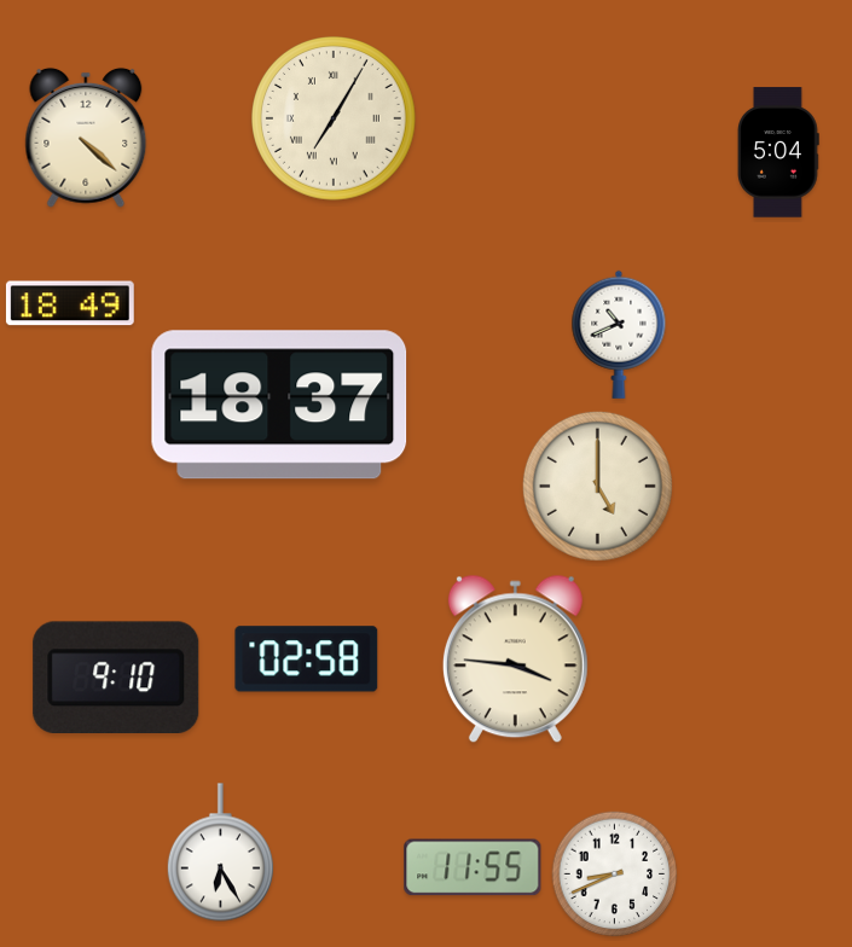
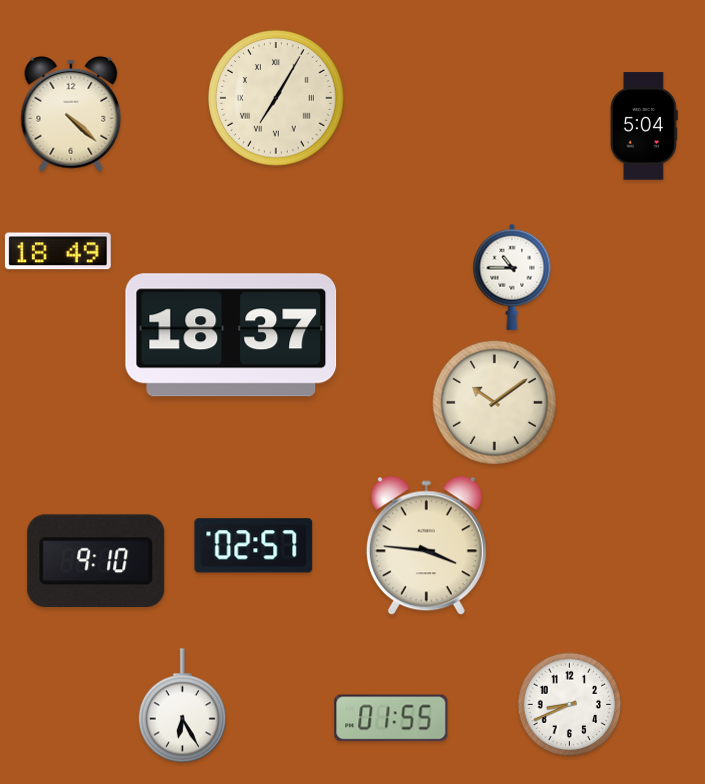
clock at (619, 335): 10:41 -> 10:45
clock at (597, 486): 5:00 -> 10:09
clock at (307, 660): 02:58 -> 02:57
clock at (473, 867): 11:55 -> 01:55
clock at (615, 875) position: (615, 875) -> (570, 705)
